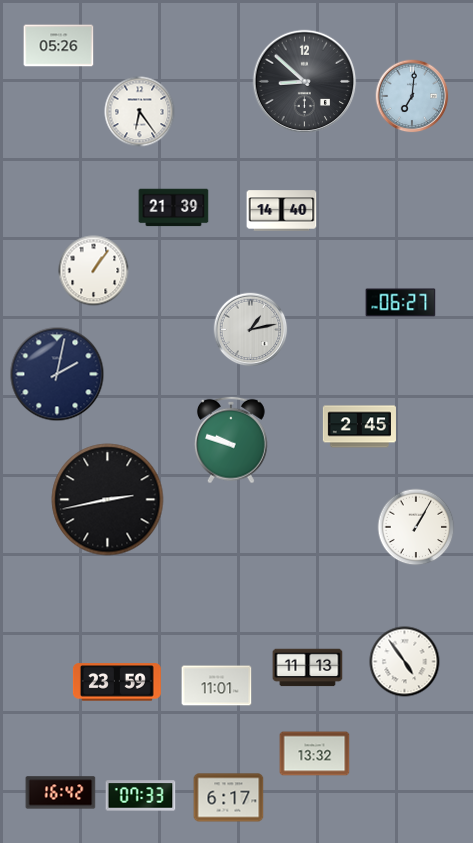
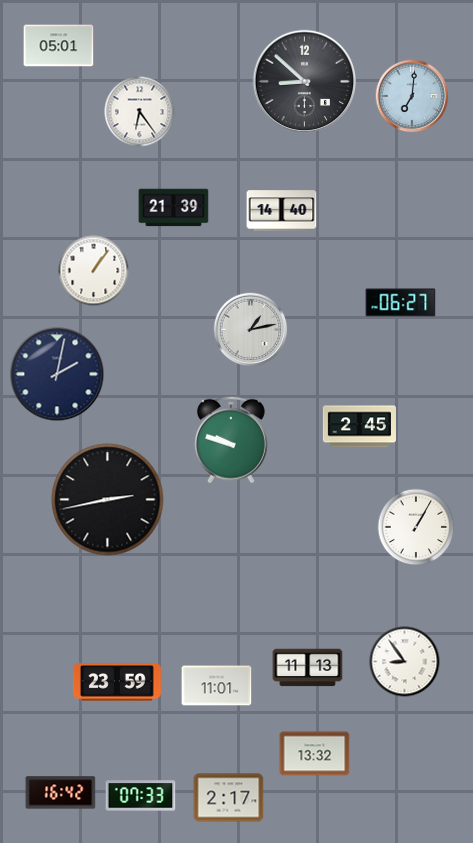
clock at (59, 46): 05:26 -> 05:01
clock at (405, 662): 4:54 -> 8:54
clock at (229, 798): 6:17 -> 2:17
